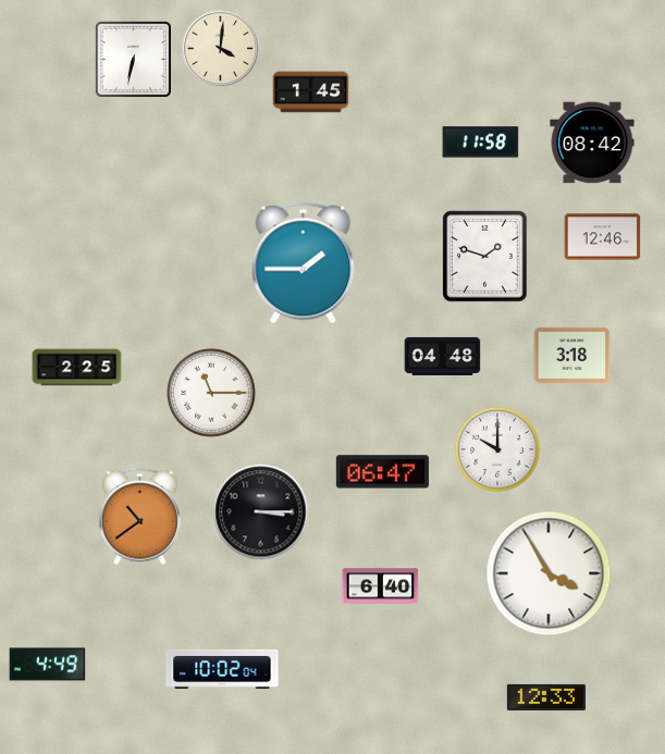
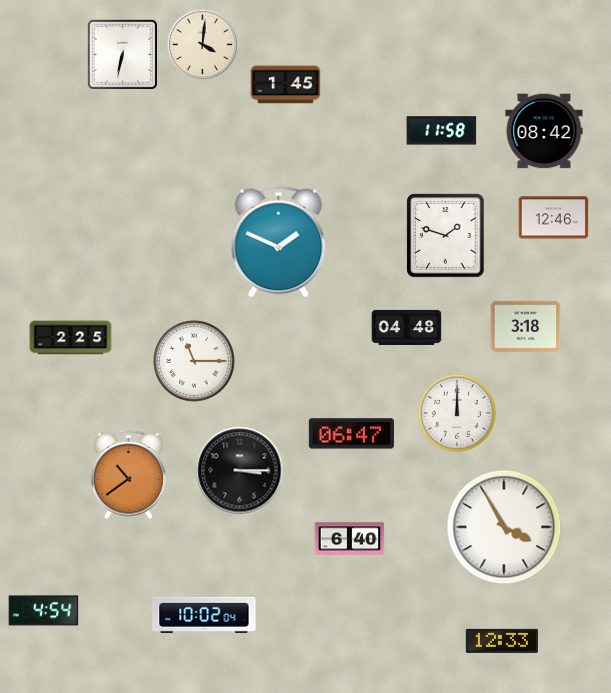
clock at (304, 263): 1:45 -> 1:49
clock at (497, 449): 10:00 -> 12:00
clock at (48, 665): 4:49 -> 4:54
